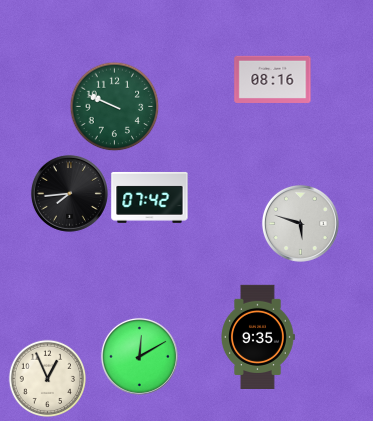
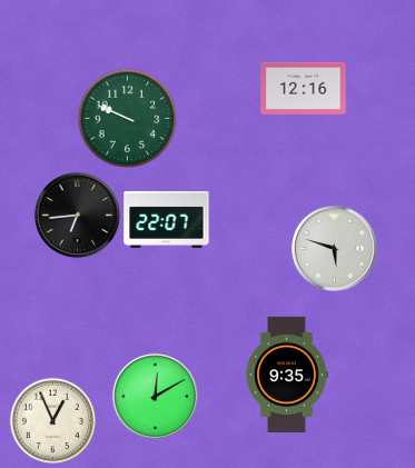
clock at (273, 79): 08:16 -> 12:16
clock at (69, 193): 7:44 -> 6:44
clock at (150, 197): 07:42 -> 22:07
